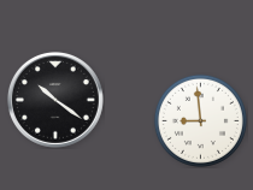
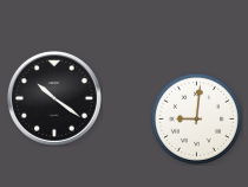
clock at (200, 120): 8:59 -> 9:01
